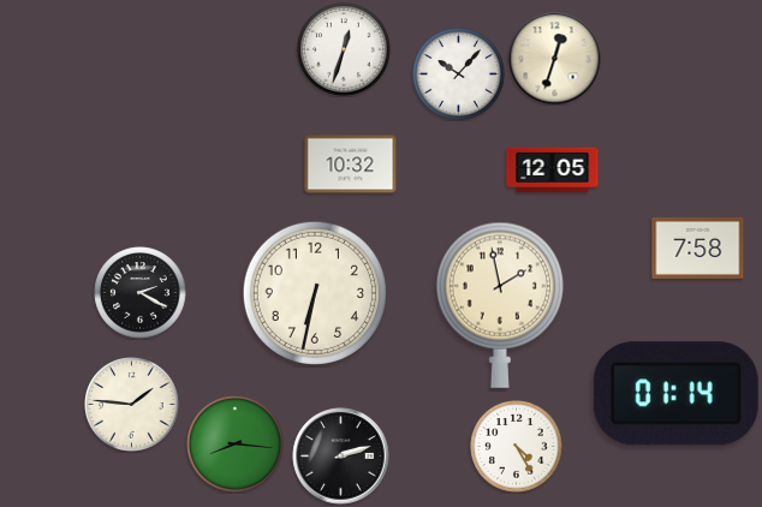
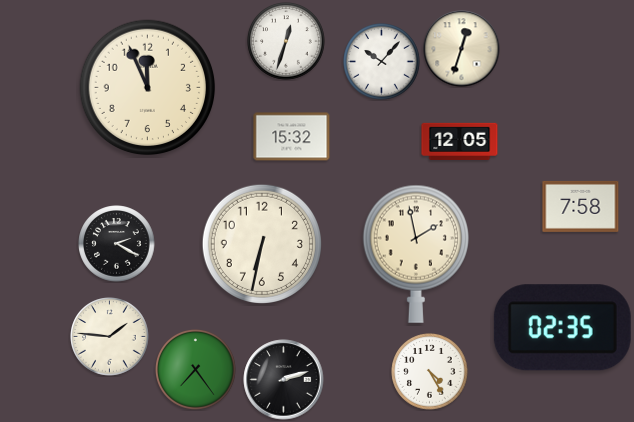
clock at (148, 88): none -> 11:56
clock at (351, 165): 10:32 -> 15:32
clock at (675, 394): 01:14 -> 02:35
clock at (236, 445): 8:16 -> 7:24
